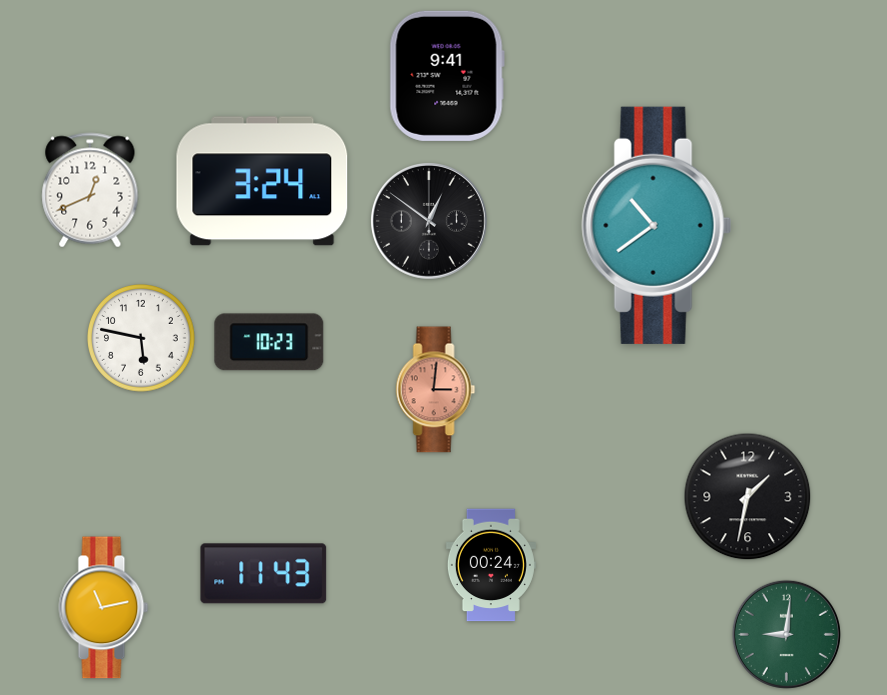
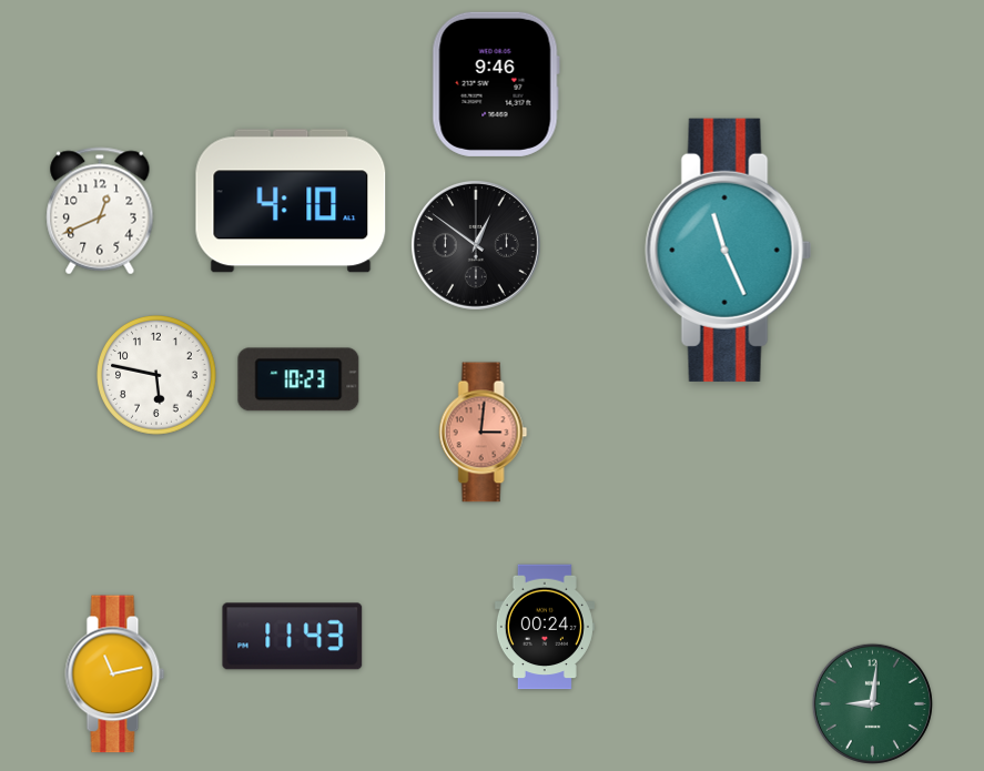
clock at (447, 76): 9:41 -> 9:46
clock at (262, 181): 3:24 -> 4:10
clock at (657, 225): 10:39 -> 11:26
clock at (748, 497): 1:32 -> none
